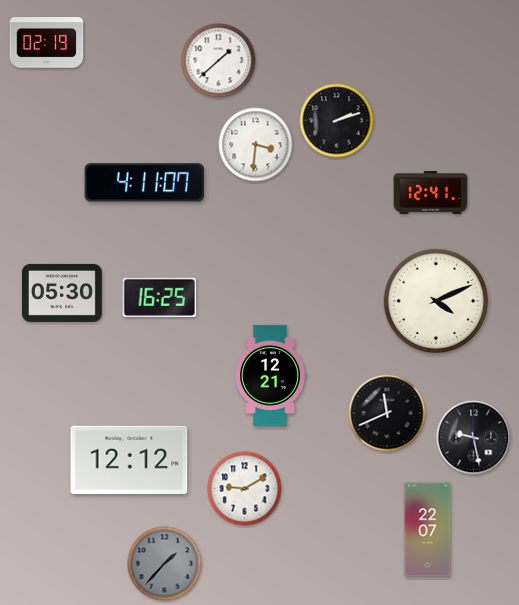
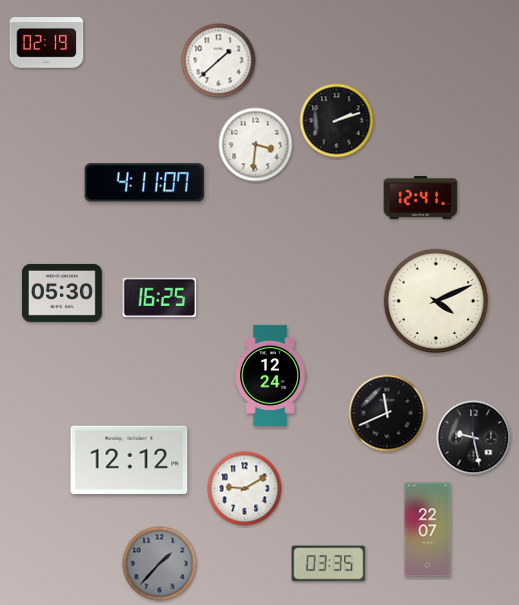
clock at (431, 192) position: (431, 192) -> (421, 197)
clock at (270, 375): 12:21 -> 12:24
clock at (165, 564) position: (165, 564) -> (160, 564)
clock at (329, 564): none -> 03:35
